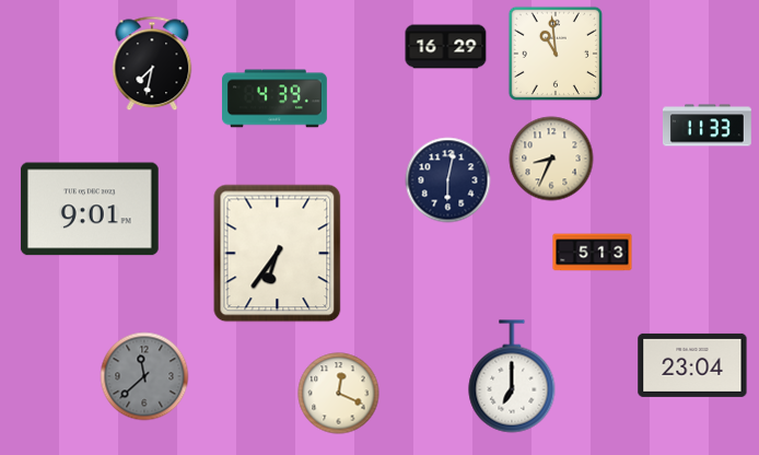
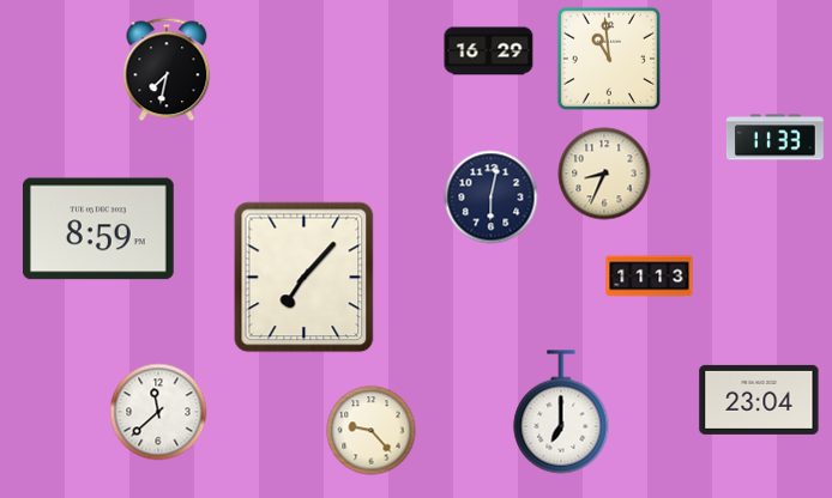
clock at (276, 98): 4:39 -> none
clock at (90, 209): 9:01 -> 8:59
clock at (593, 253): 5:13 -> 11:13
clock at (278, 254): 6:36 -> 7:07
clock at (144, 376) dial: grey -> white
clock at (339, 394): 12:19 -> 9:23
